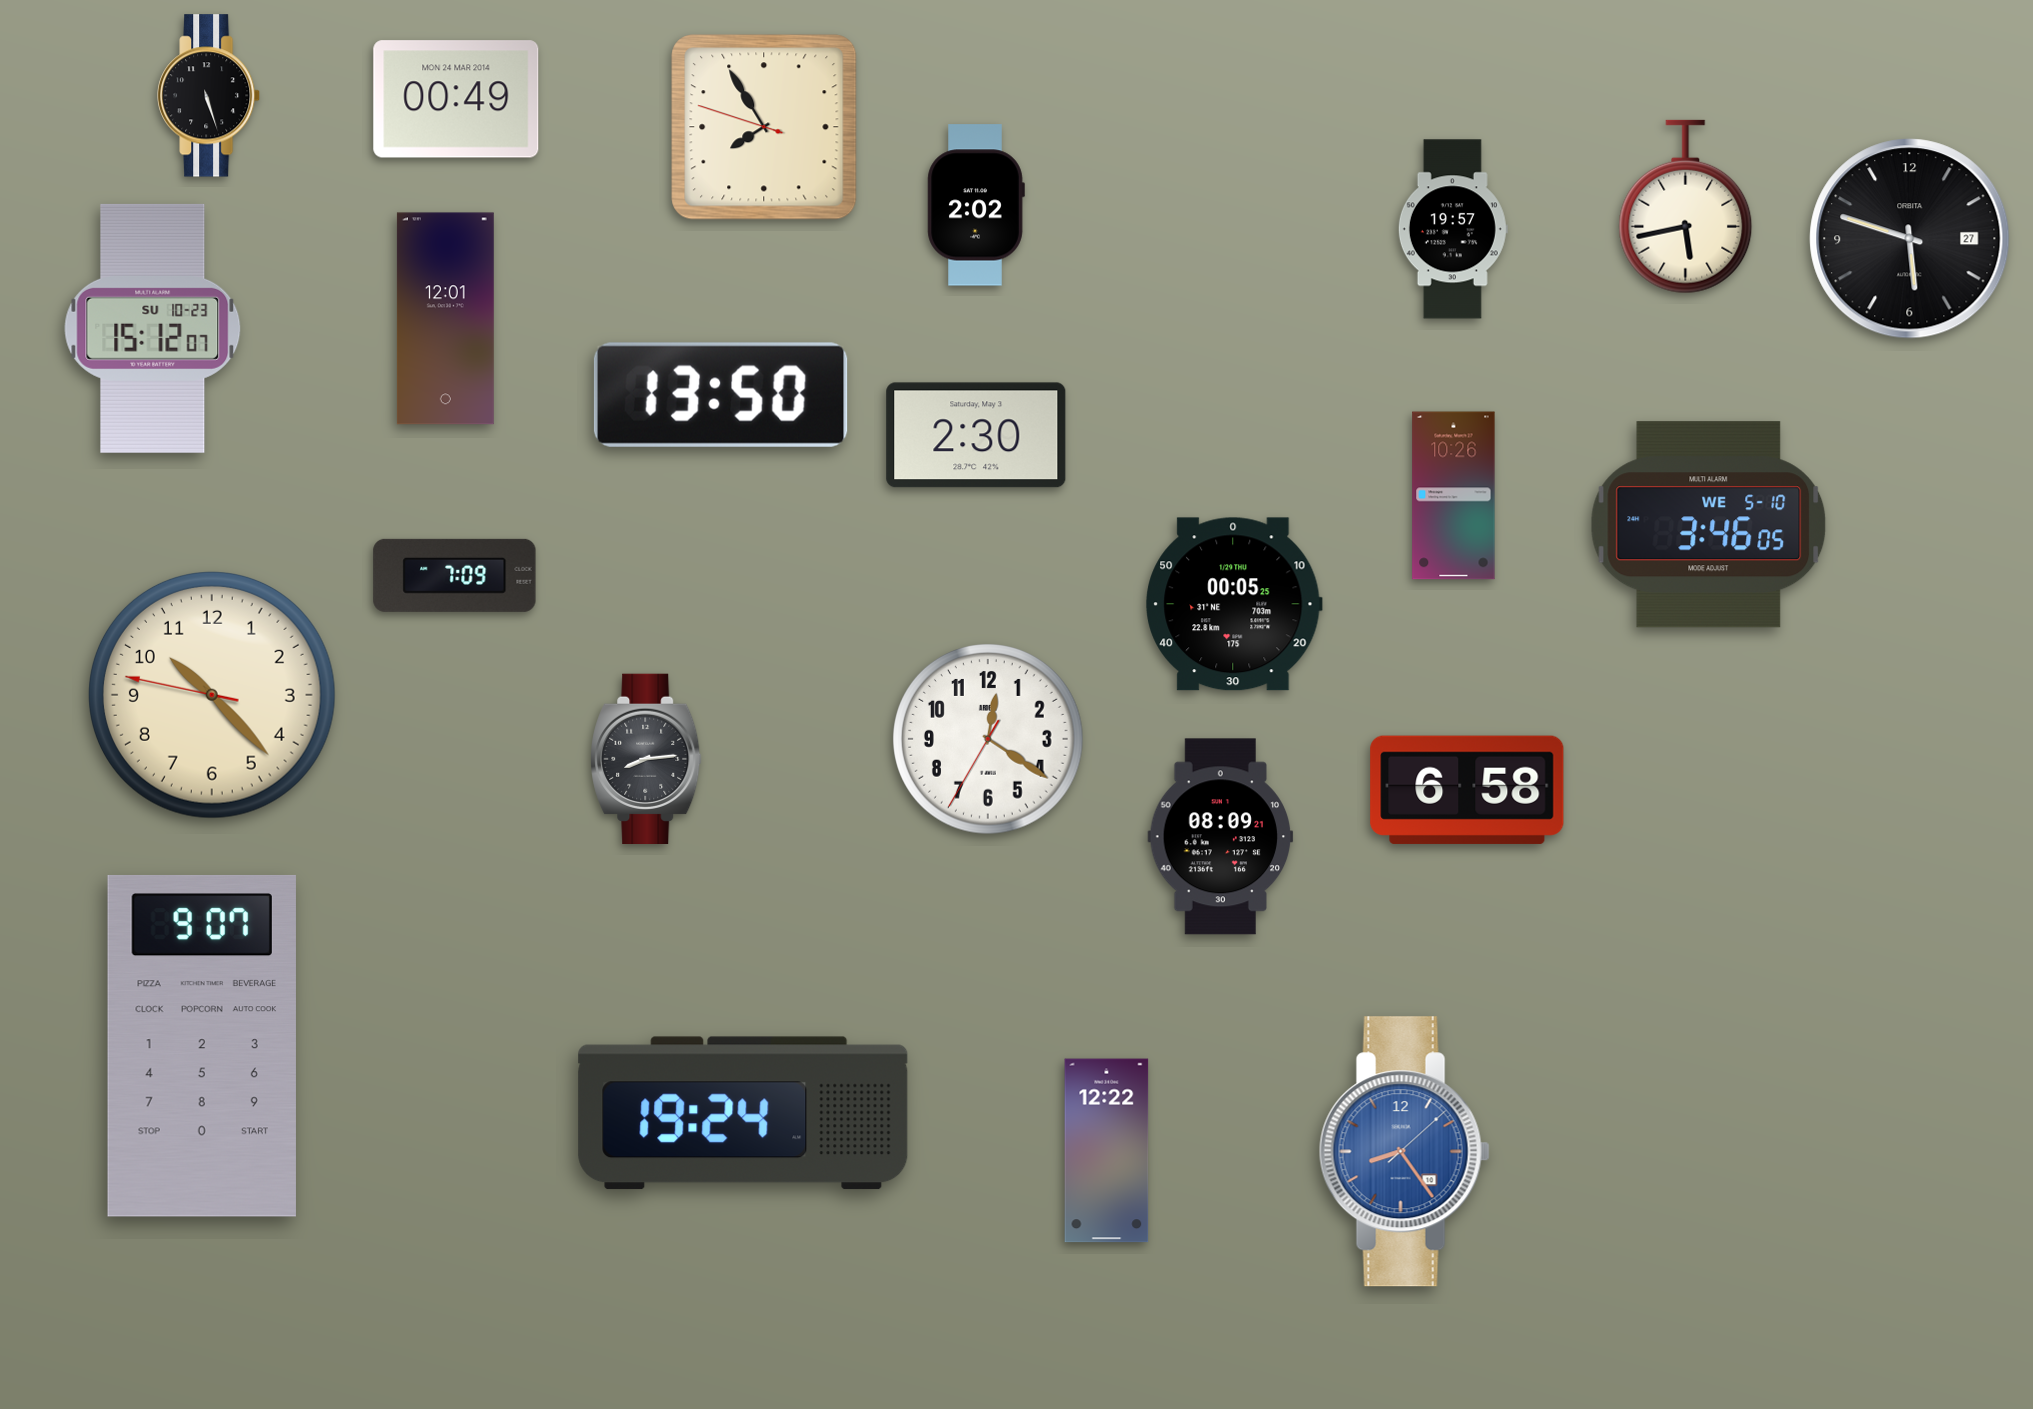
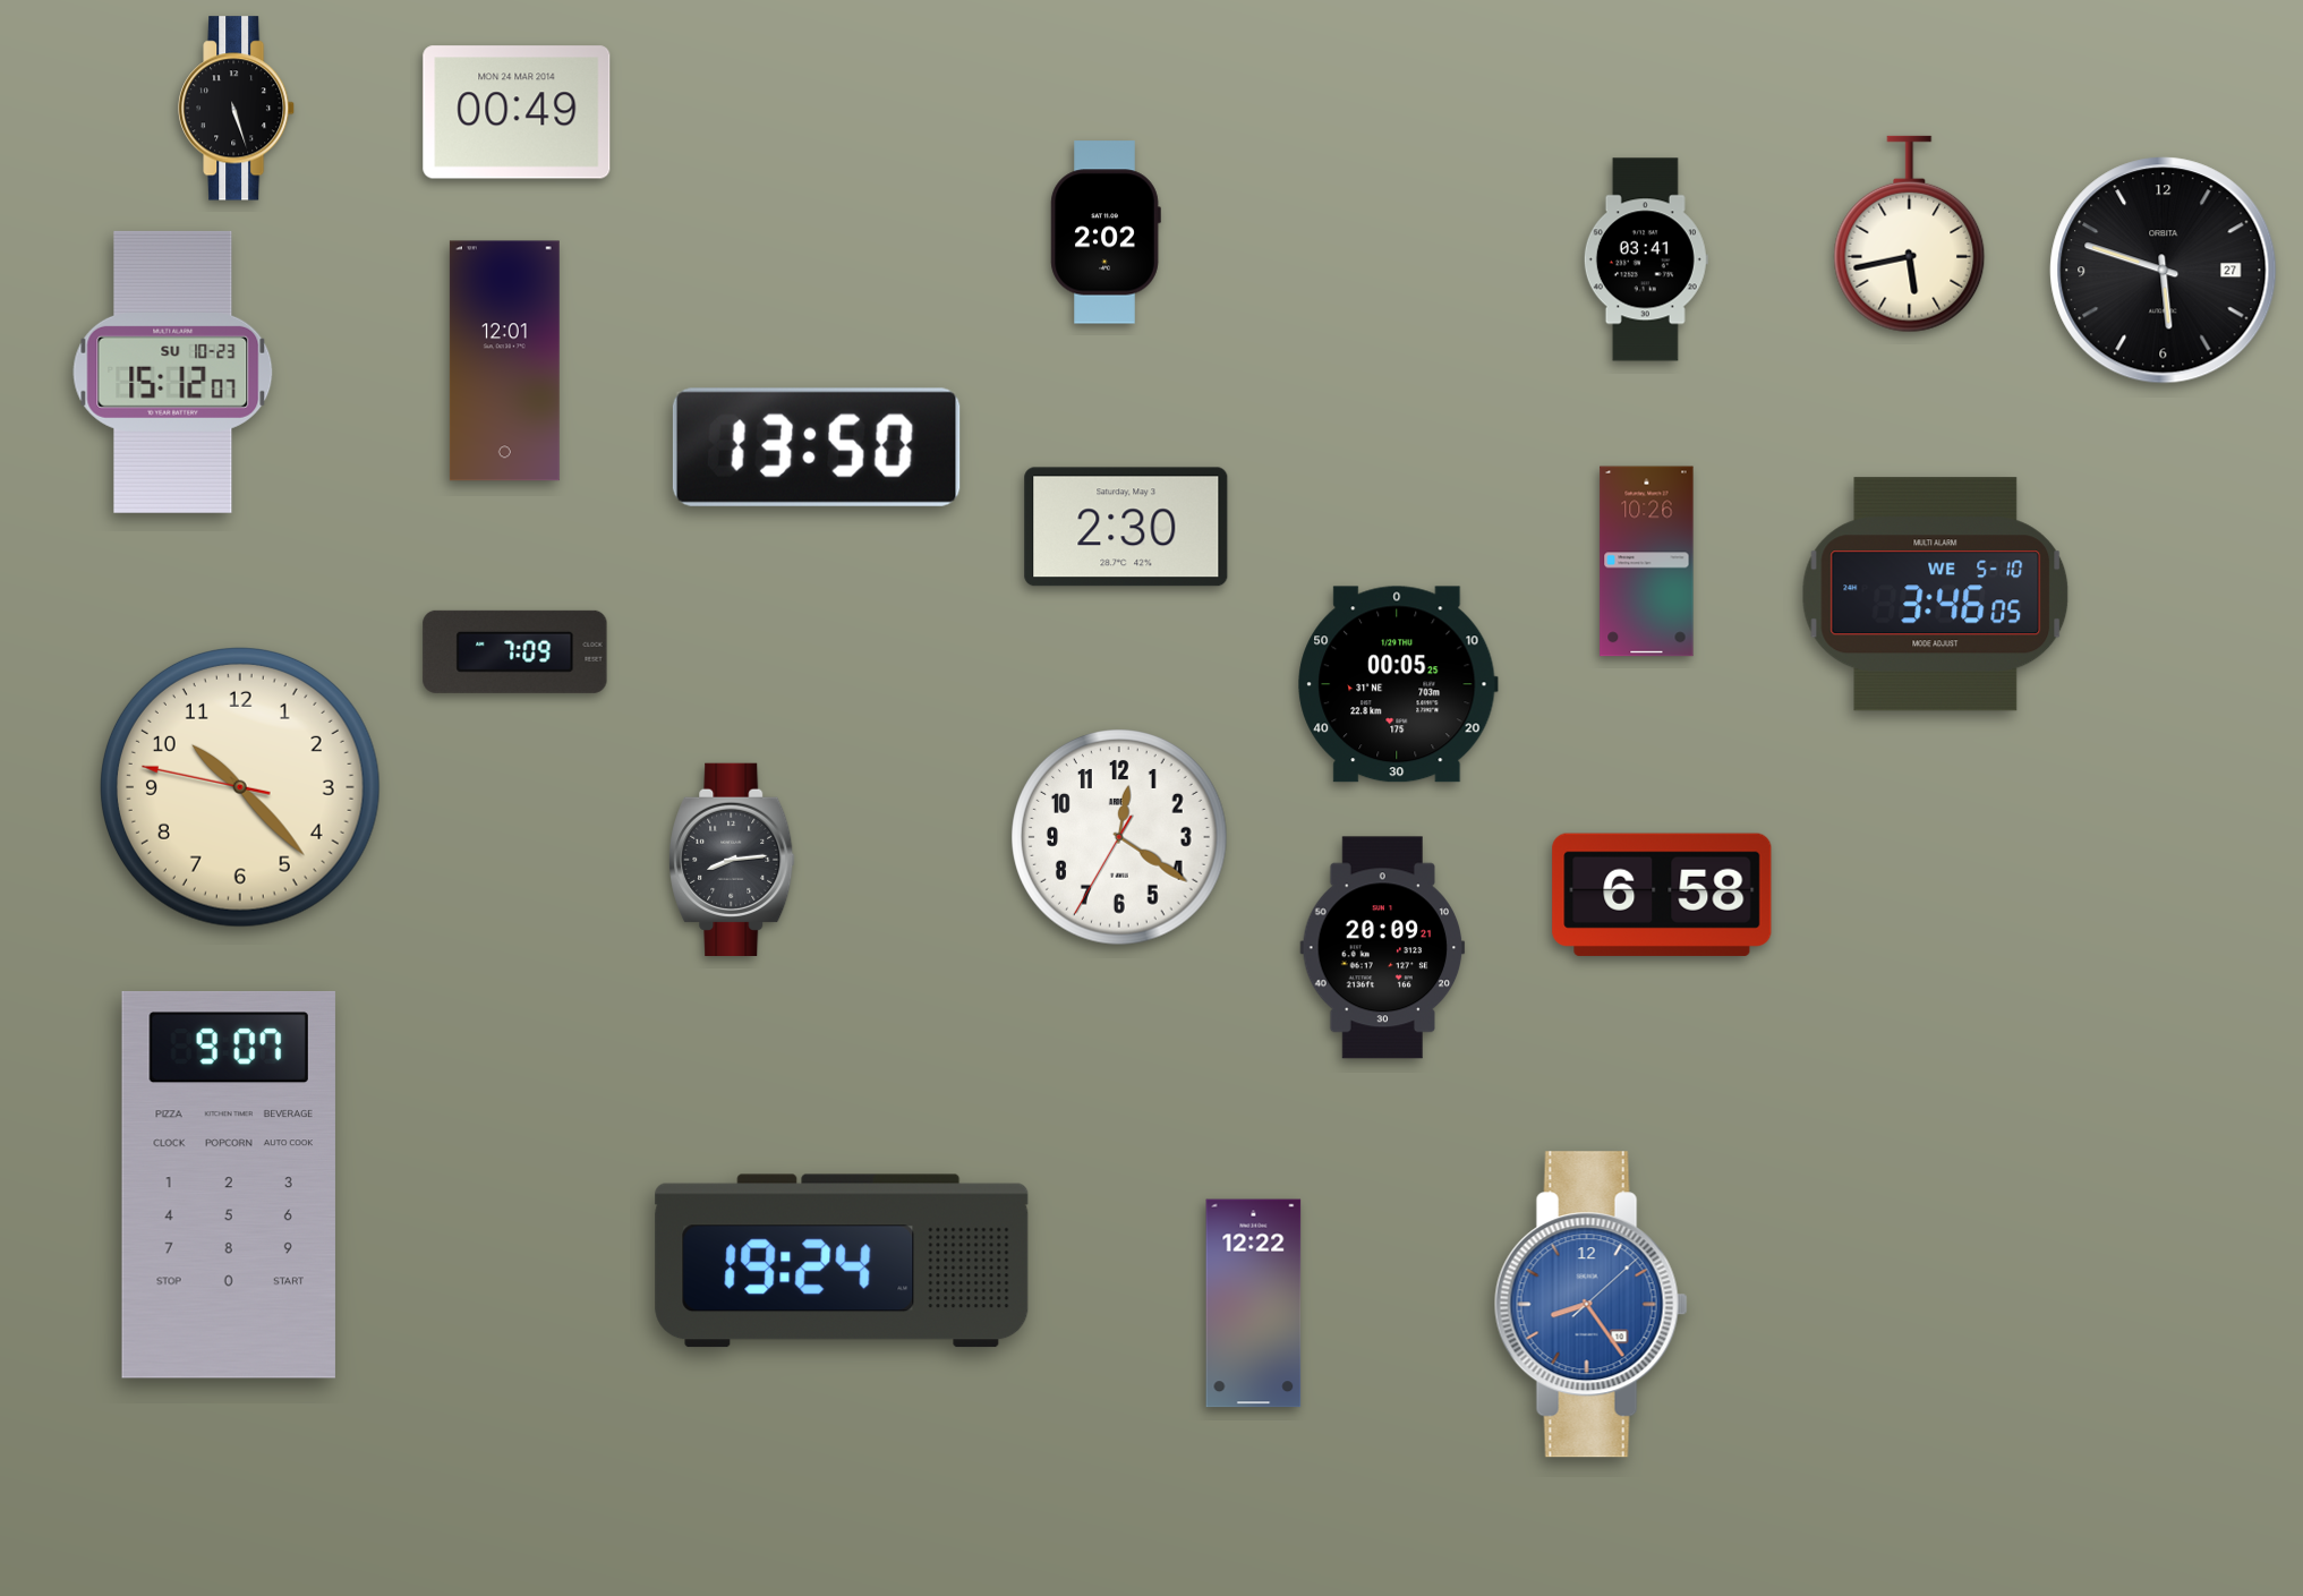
clock at (764, 127): 7:54 -> none
clock at (1453, 229): 19:57 -> 03:41
clock at (976, 435) position: (976, 435) -> (1126, 527)
clock at (1221, 837): 08:09 -> 20:09
